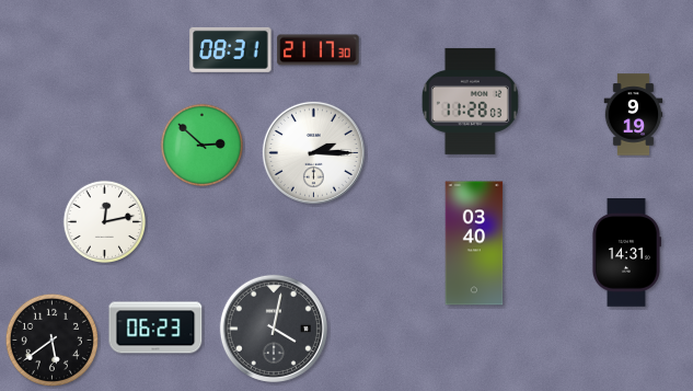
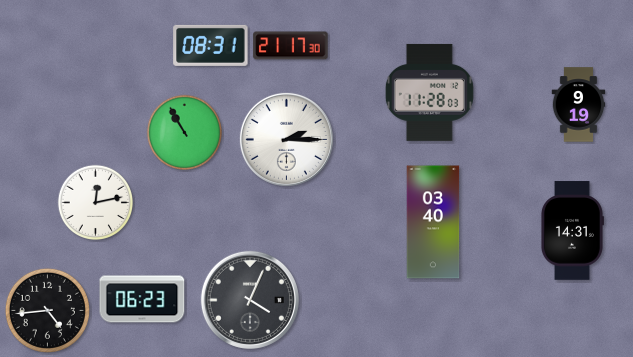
clock at (201, 145): 2:52 -> 10:55
clock at (274, 329): 4:02 -> 4:04
clock at (51, 340): 5:39 -> 4:44
